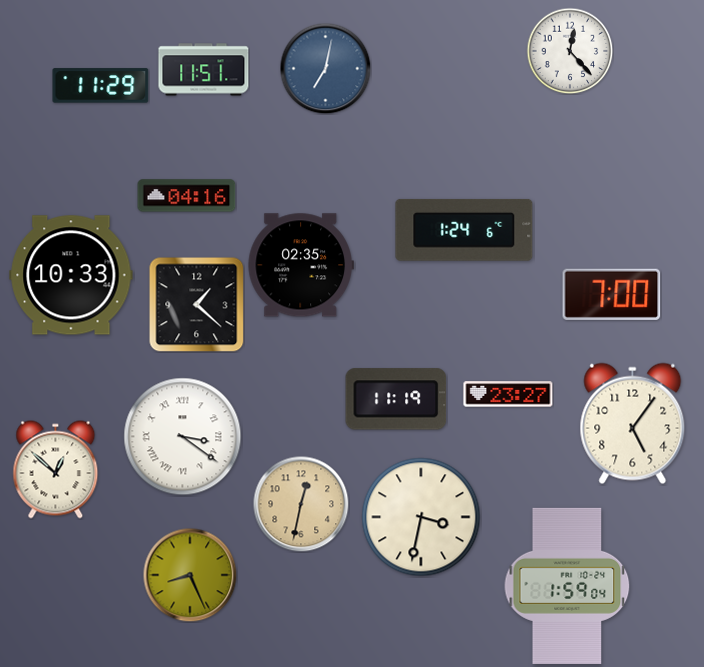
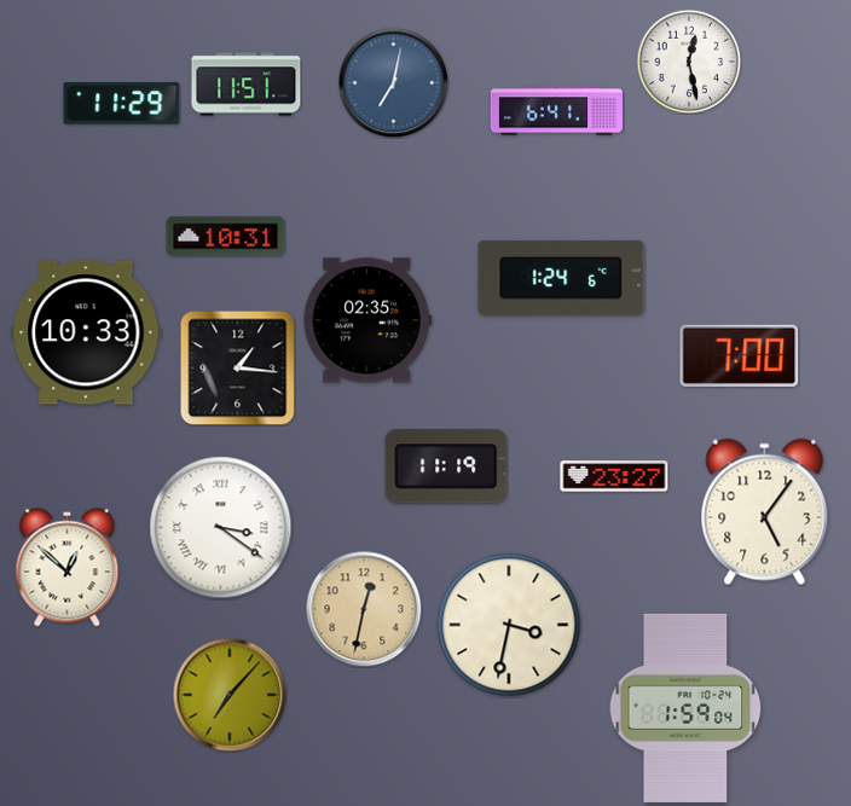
clock at (570, 51): 12:23 -> 12:28
clock at (556, 111): none -> 6:41
clock at (187, 196): 04:16 -> 10:31
clock at (301, 265) position: (301, 265) -> (367, 320)
clock at (197, 305): 1:22 -> 1:16
clock at (396, 399) position: (396, 399) -> (446, 466)
clock at (190, 575): 8:26 -> 7:07
